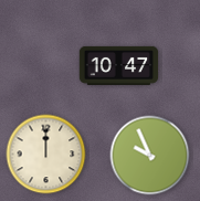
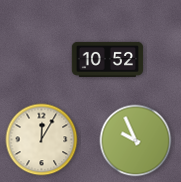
clock at (119, 65): 10:47 -> 10:52
clock at (46, 155): 12:00 -> 12:05
